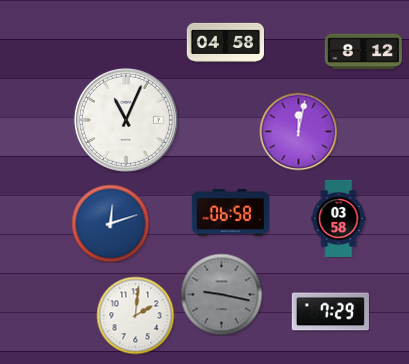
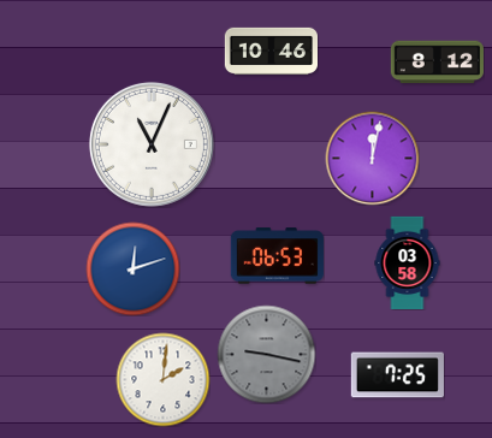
clock at (225, 42): 04:58 -> 10:46
clock at (298, 131) position: (298, 131) -> (372, 158)
clock at (230, 213): 06:58 -> 06:53
clock at (330, 312): 7:29 -> 7:25
